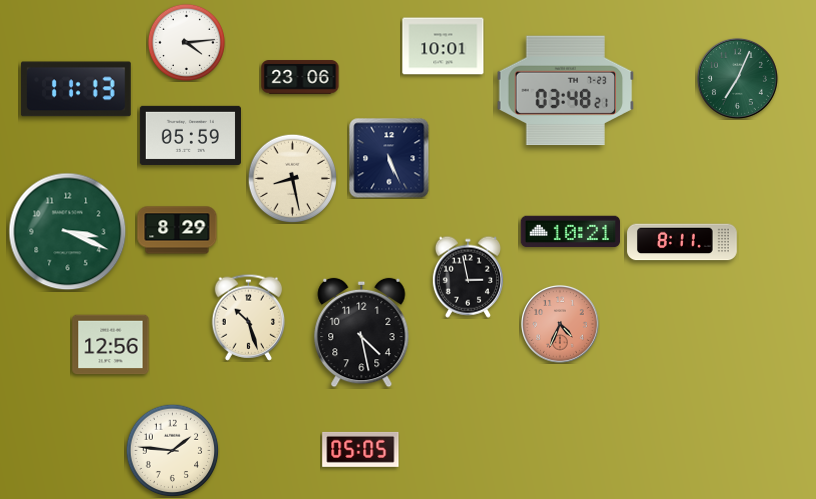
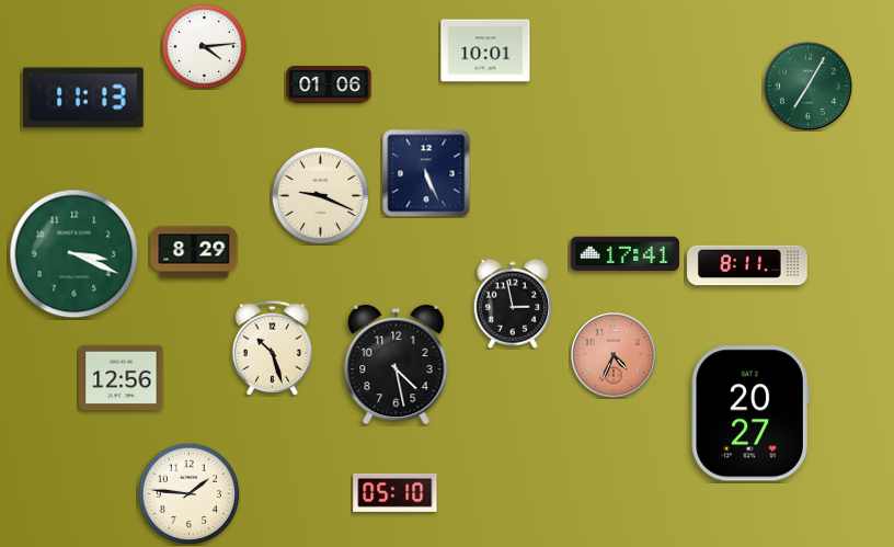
clock at (300, 77): 23:06 -> 01:06
clock at (737, 78): 7:04 -> 7:05
clock at (566, 91): 03:48 -> none
clock at (190, 135): 05:59 -> none
clock at (292, 178): 8:28 -> 9:19
clock at (571, 232): 10:21 -> 17:41
clock at (750, 413): none -> 20:27
clock at (361, 449): 05:05 -> 05:10
